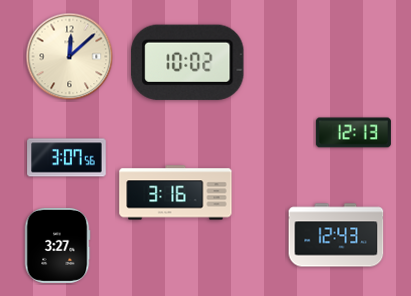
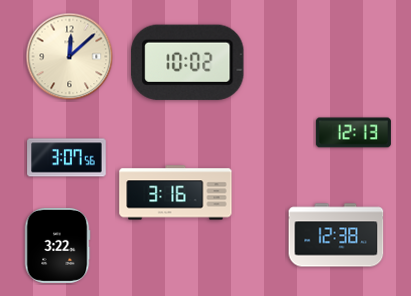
clock at (336, 235): 12:43 -> 12:38
clock at (57, 245): 3:27 -> 3:22
